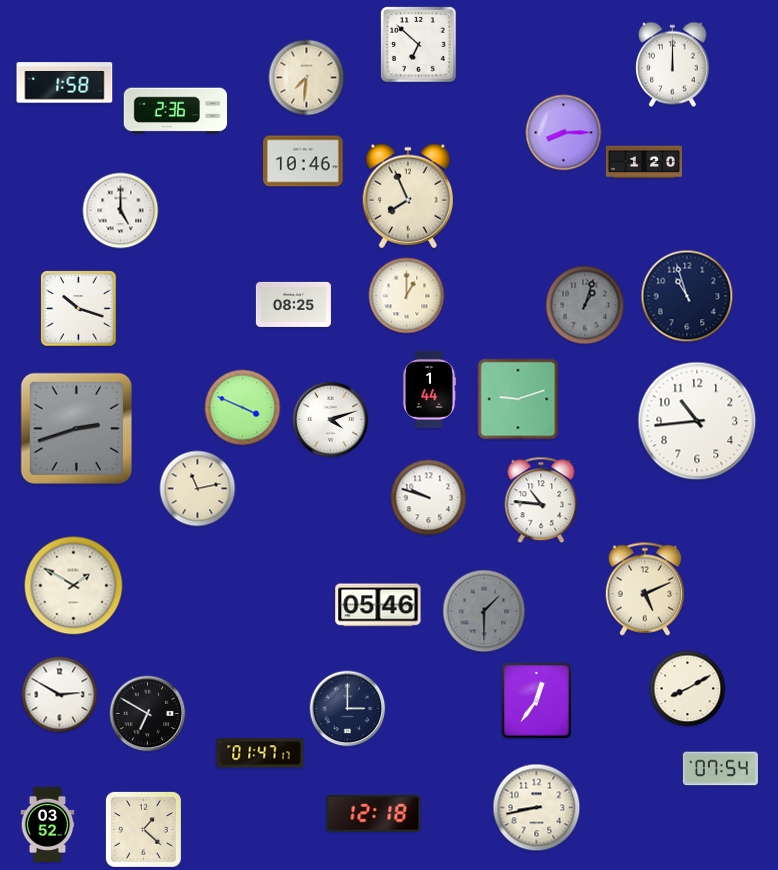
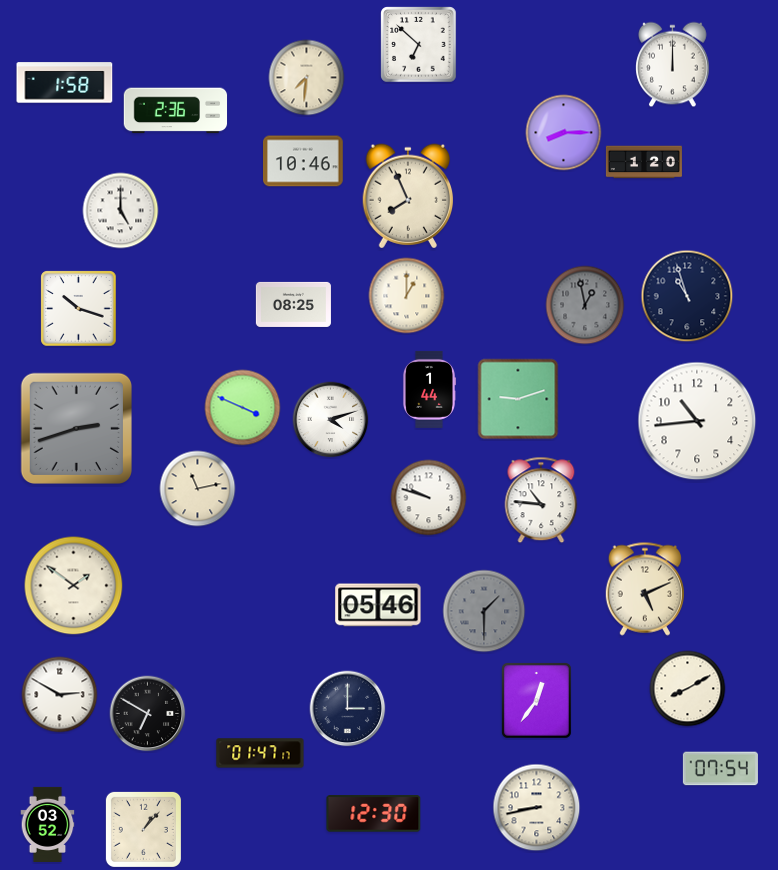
clock at (585, 305): 1:03 -> 12:58
clock at (74, 586): 1:50 -> 1:51
clock at (374, 814): 12:18 -> 12:30
clock at (143, 829): 1:22 -> 1:07
